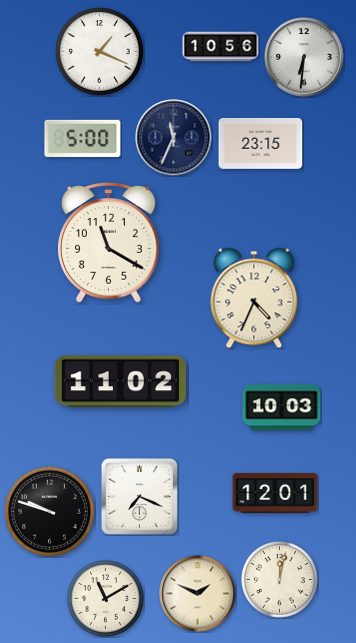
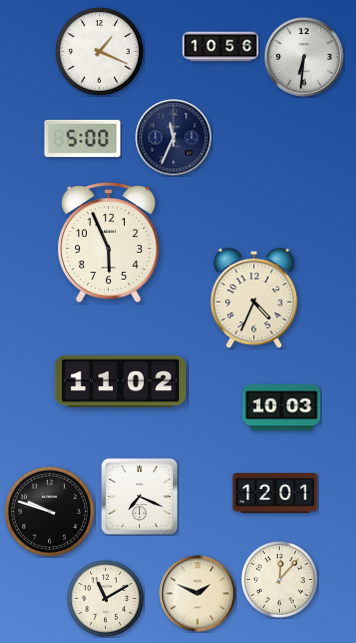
clock at (261, 144): 23:15 -> none
clock at (109, 243): 11:20 -> 5:56
clock at (280, 580): 12:02 -> 12:07
